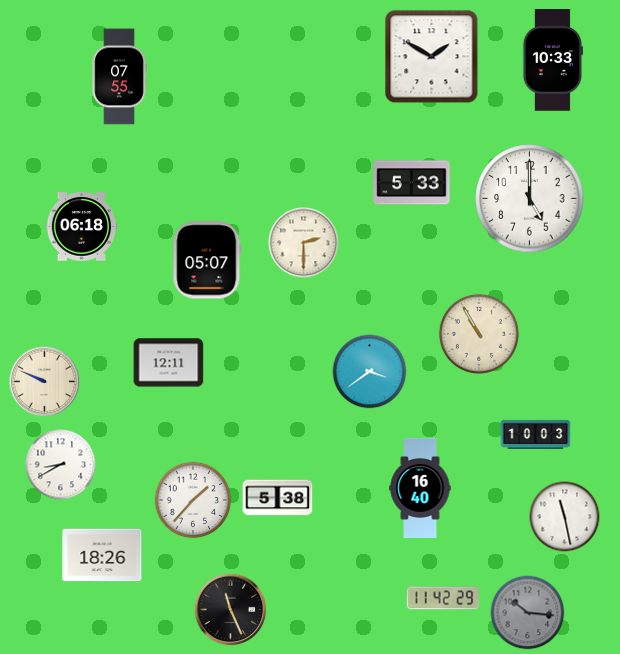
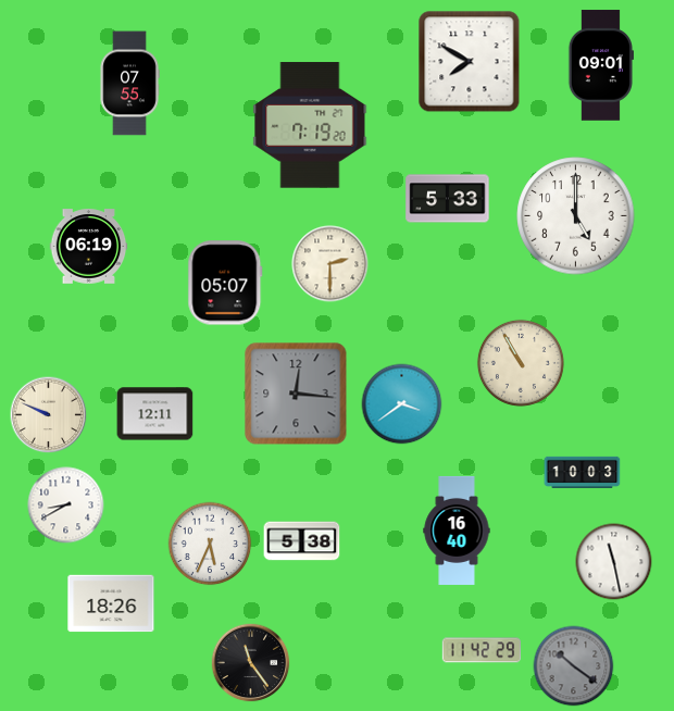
clock at (432, 57): 1:50 -> 7:50
clock at (552, 60): 10:33 -> 09:01
clock at (310, 125): none -> 7:19
clock at (82, 227): 06:18 -> 06:19
clock at (296, 394): none -> 12:16
clock at (169, 363) position: (169, 363) -> (155, 414)
clock at (193, 500): 1:37 -> 5:34
clock at (231, 610): 11:26 -> 11:24
clock at (528, 613): 10:16 -> 10:21
